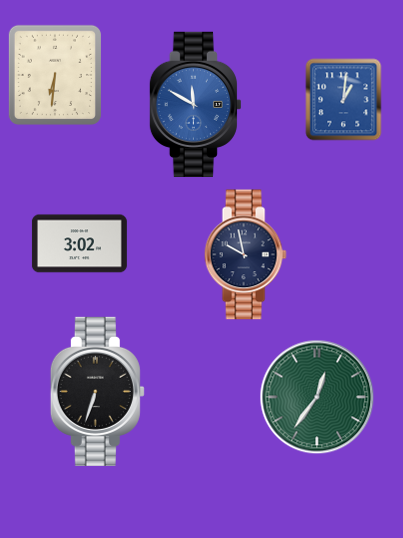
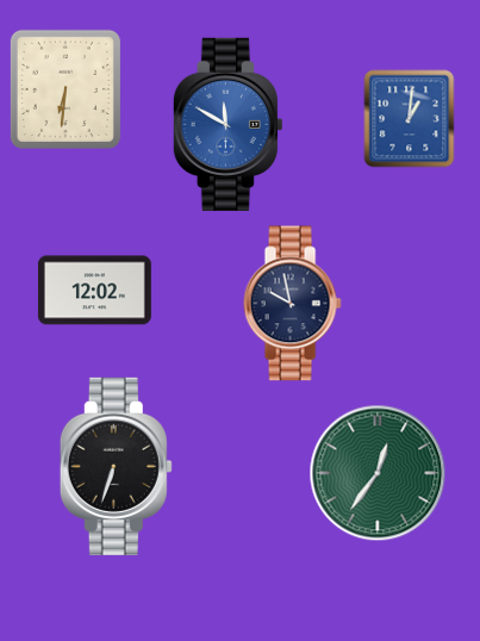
clock at (195, 104) position: (195, 104) -> (227, 124)
clock at (79, 244): 3:02 -> 12:02
